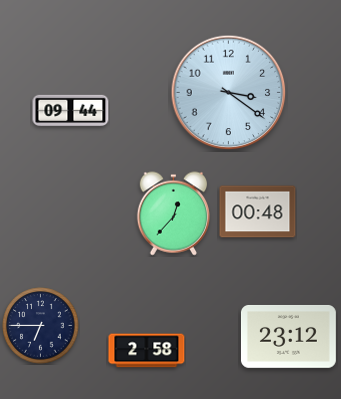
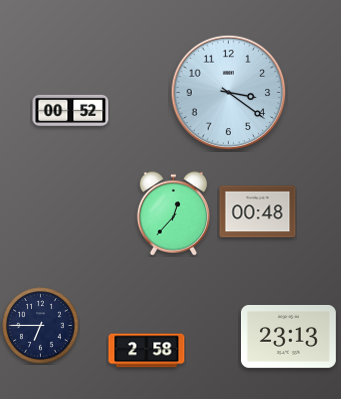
clock at (71, 111): 09:44 -> 00:52
clock at (288, 336): 23:12 -> 23:13
